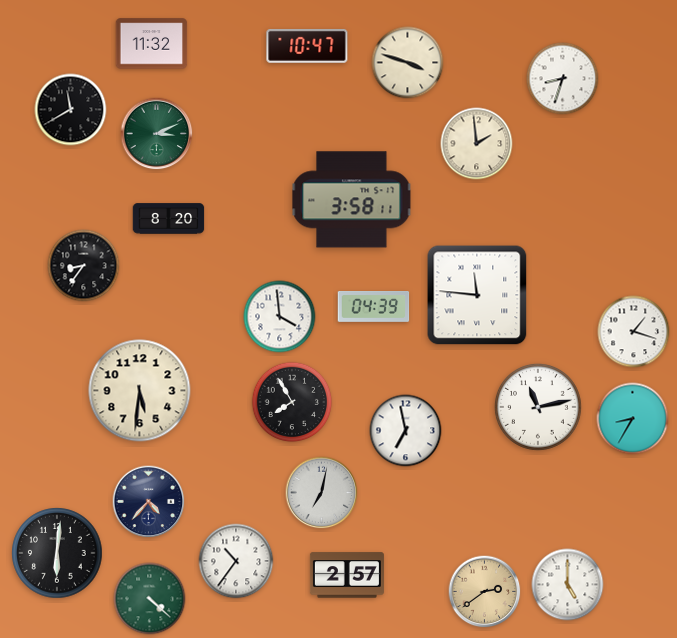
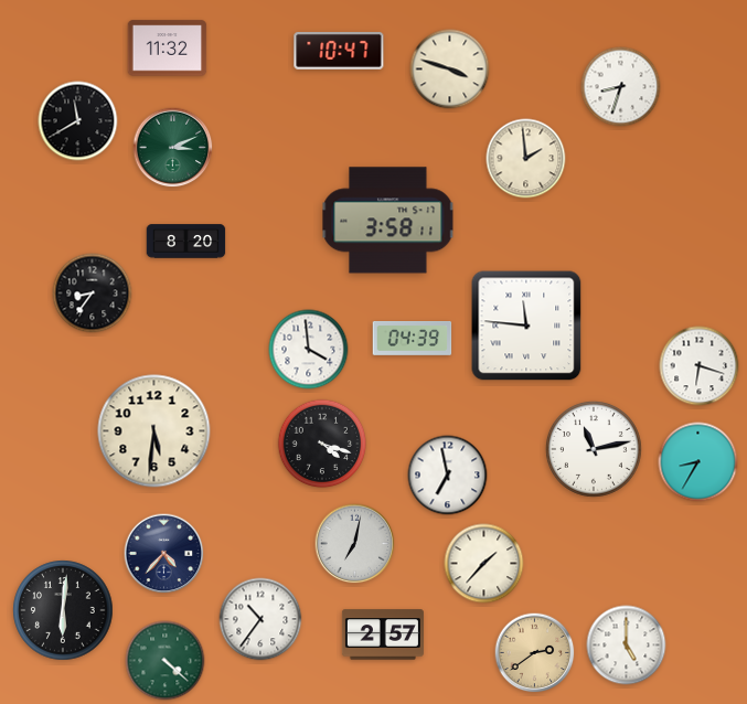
clock at (634, 332): 1:18 -> 6:18
clock at (292, 402): 7:55 -> 4:18
clock at (484, 564): none -> 1:37
